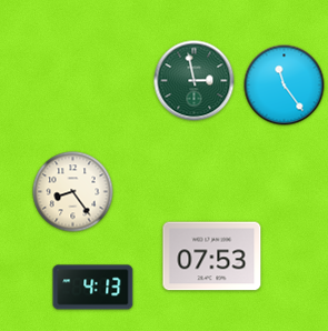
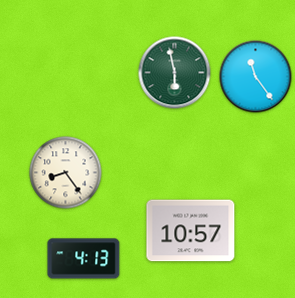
clock at (195, 81): 2:58 -> 5:58
clock at (212, 257): 07:53 -> 10:57
